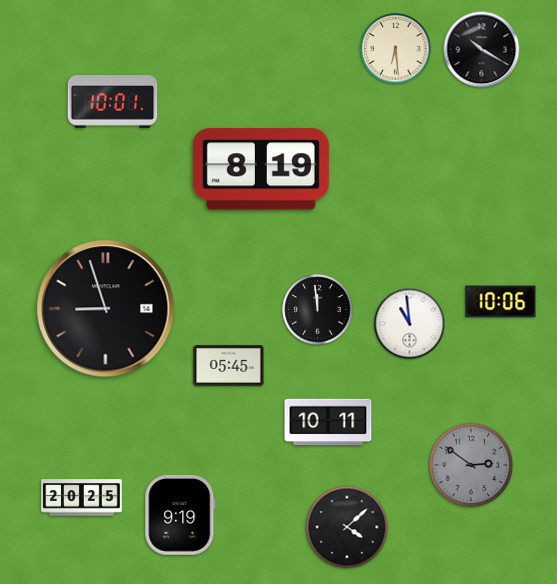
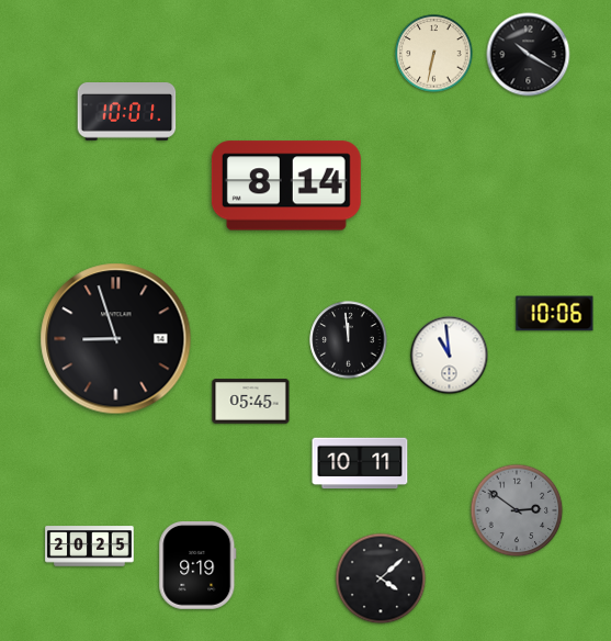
clock at (396, 49): 6:29 -> 6:32
clock at (113, 102) position: (113, 102) -> (127, 112)
clock at (261, 169): 8:19 -> 8:14
clock at (501, 302) position: (501, 302) -> (555, 314)
